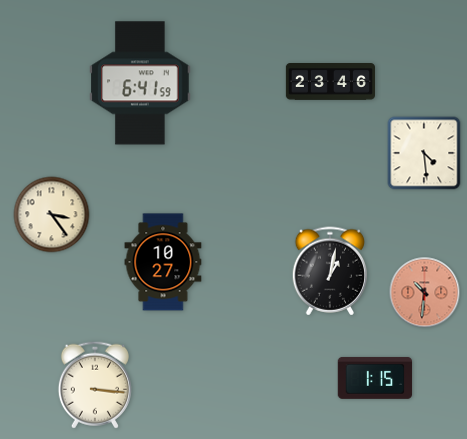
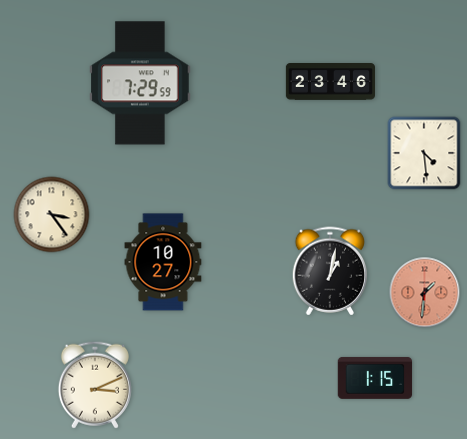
clock at (140, 83): 6:41 -> 7:29
clock at (425, 293): 10:31 -> 1:31
clock at (95, 385): 3:16 -> 3:11
